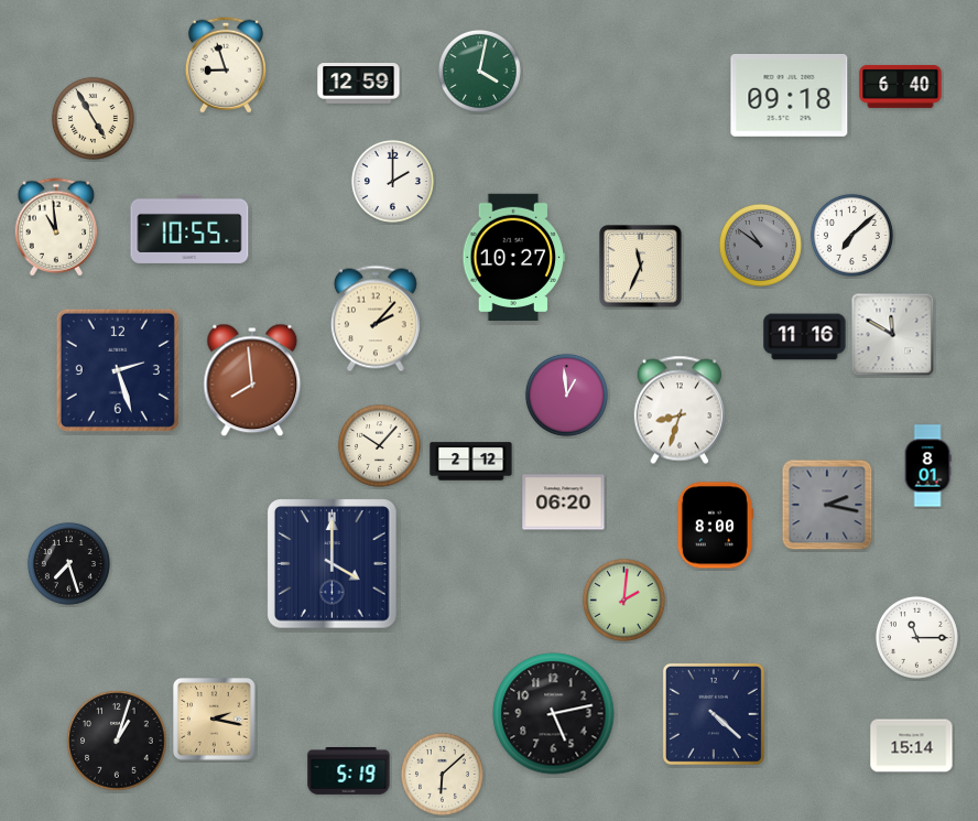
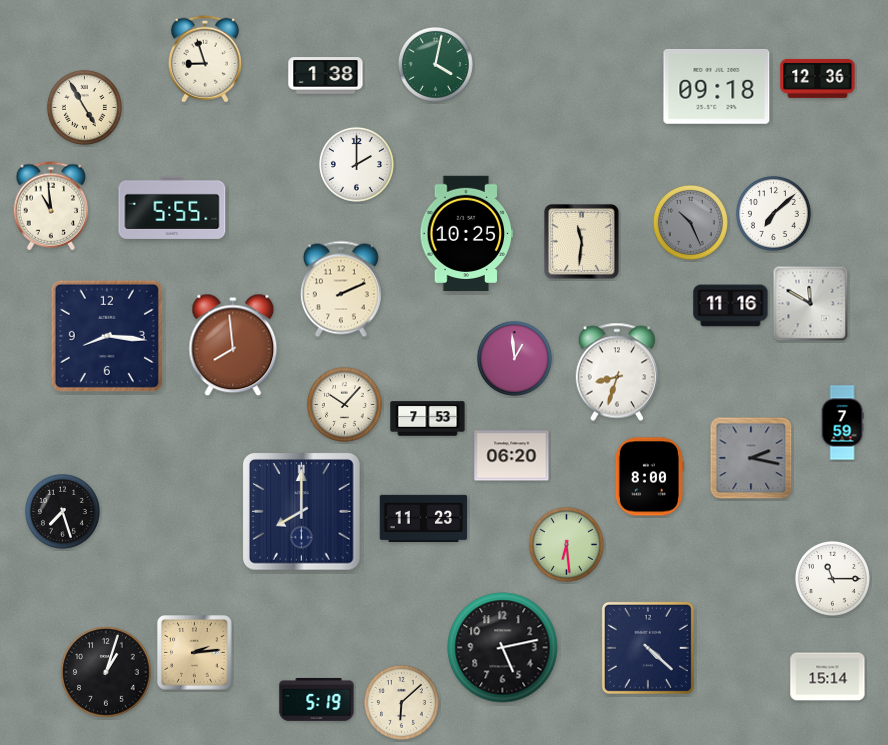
clock at (359, 84): 12:59 -> 1:38
clock at (901, 86): 6:40 -> 12:36
clock at (189, 229): 10:55 -> 5:55
clock at (760, 245): 10:51 -> 10:26
clock at (514, 257): 10:27 -> 10:25
clock at (641, 267): 11:34 -> 11:31
clock at (376, 318): 2:07 -> 2:11
clock at (118, 370): 2:27 -> 8:16
clock at (252, 380) position: (252, 380) -> (233, 345)
clock at (471, 462): 2:12 -> 7:53
clock at (927, 466): 8:01 -> 7:59
clock at (333, 564): 4:00 -> 8:00
clock at (424, 518): none -> 11:23
clock at (623, 599): 2:01 -> 6:29
clock at (215, 720): 2:17 -> 2:14
